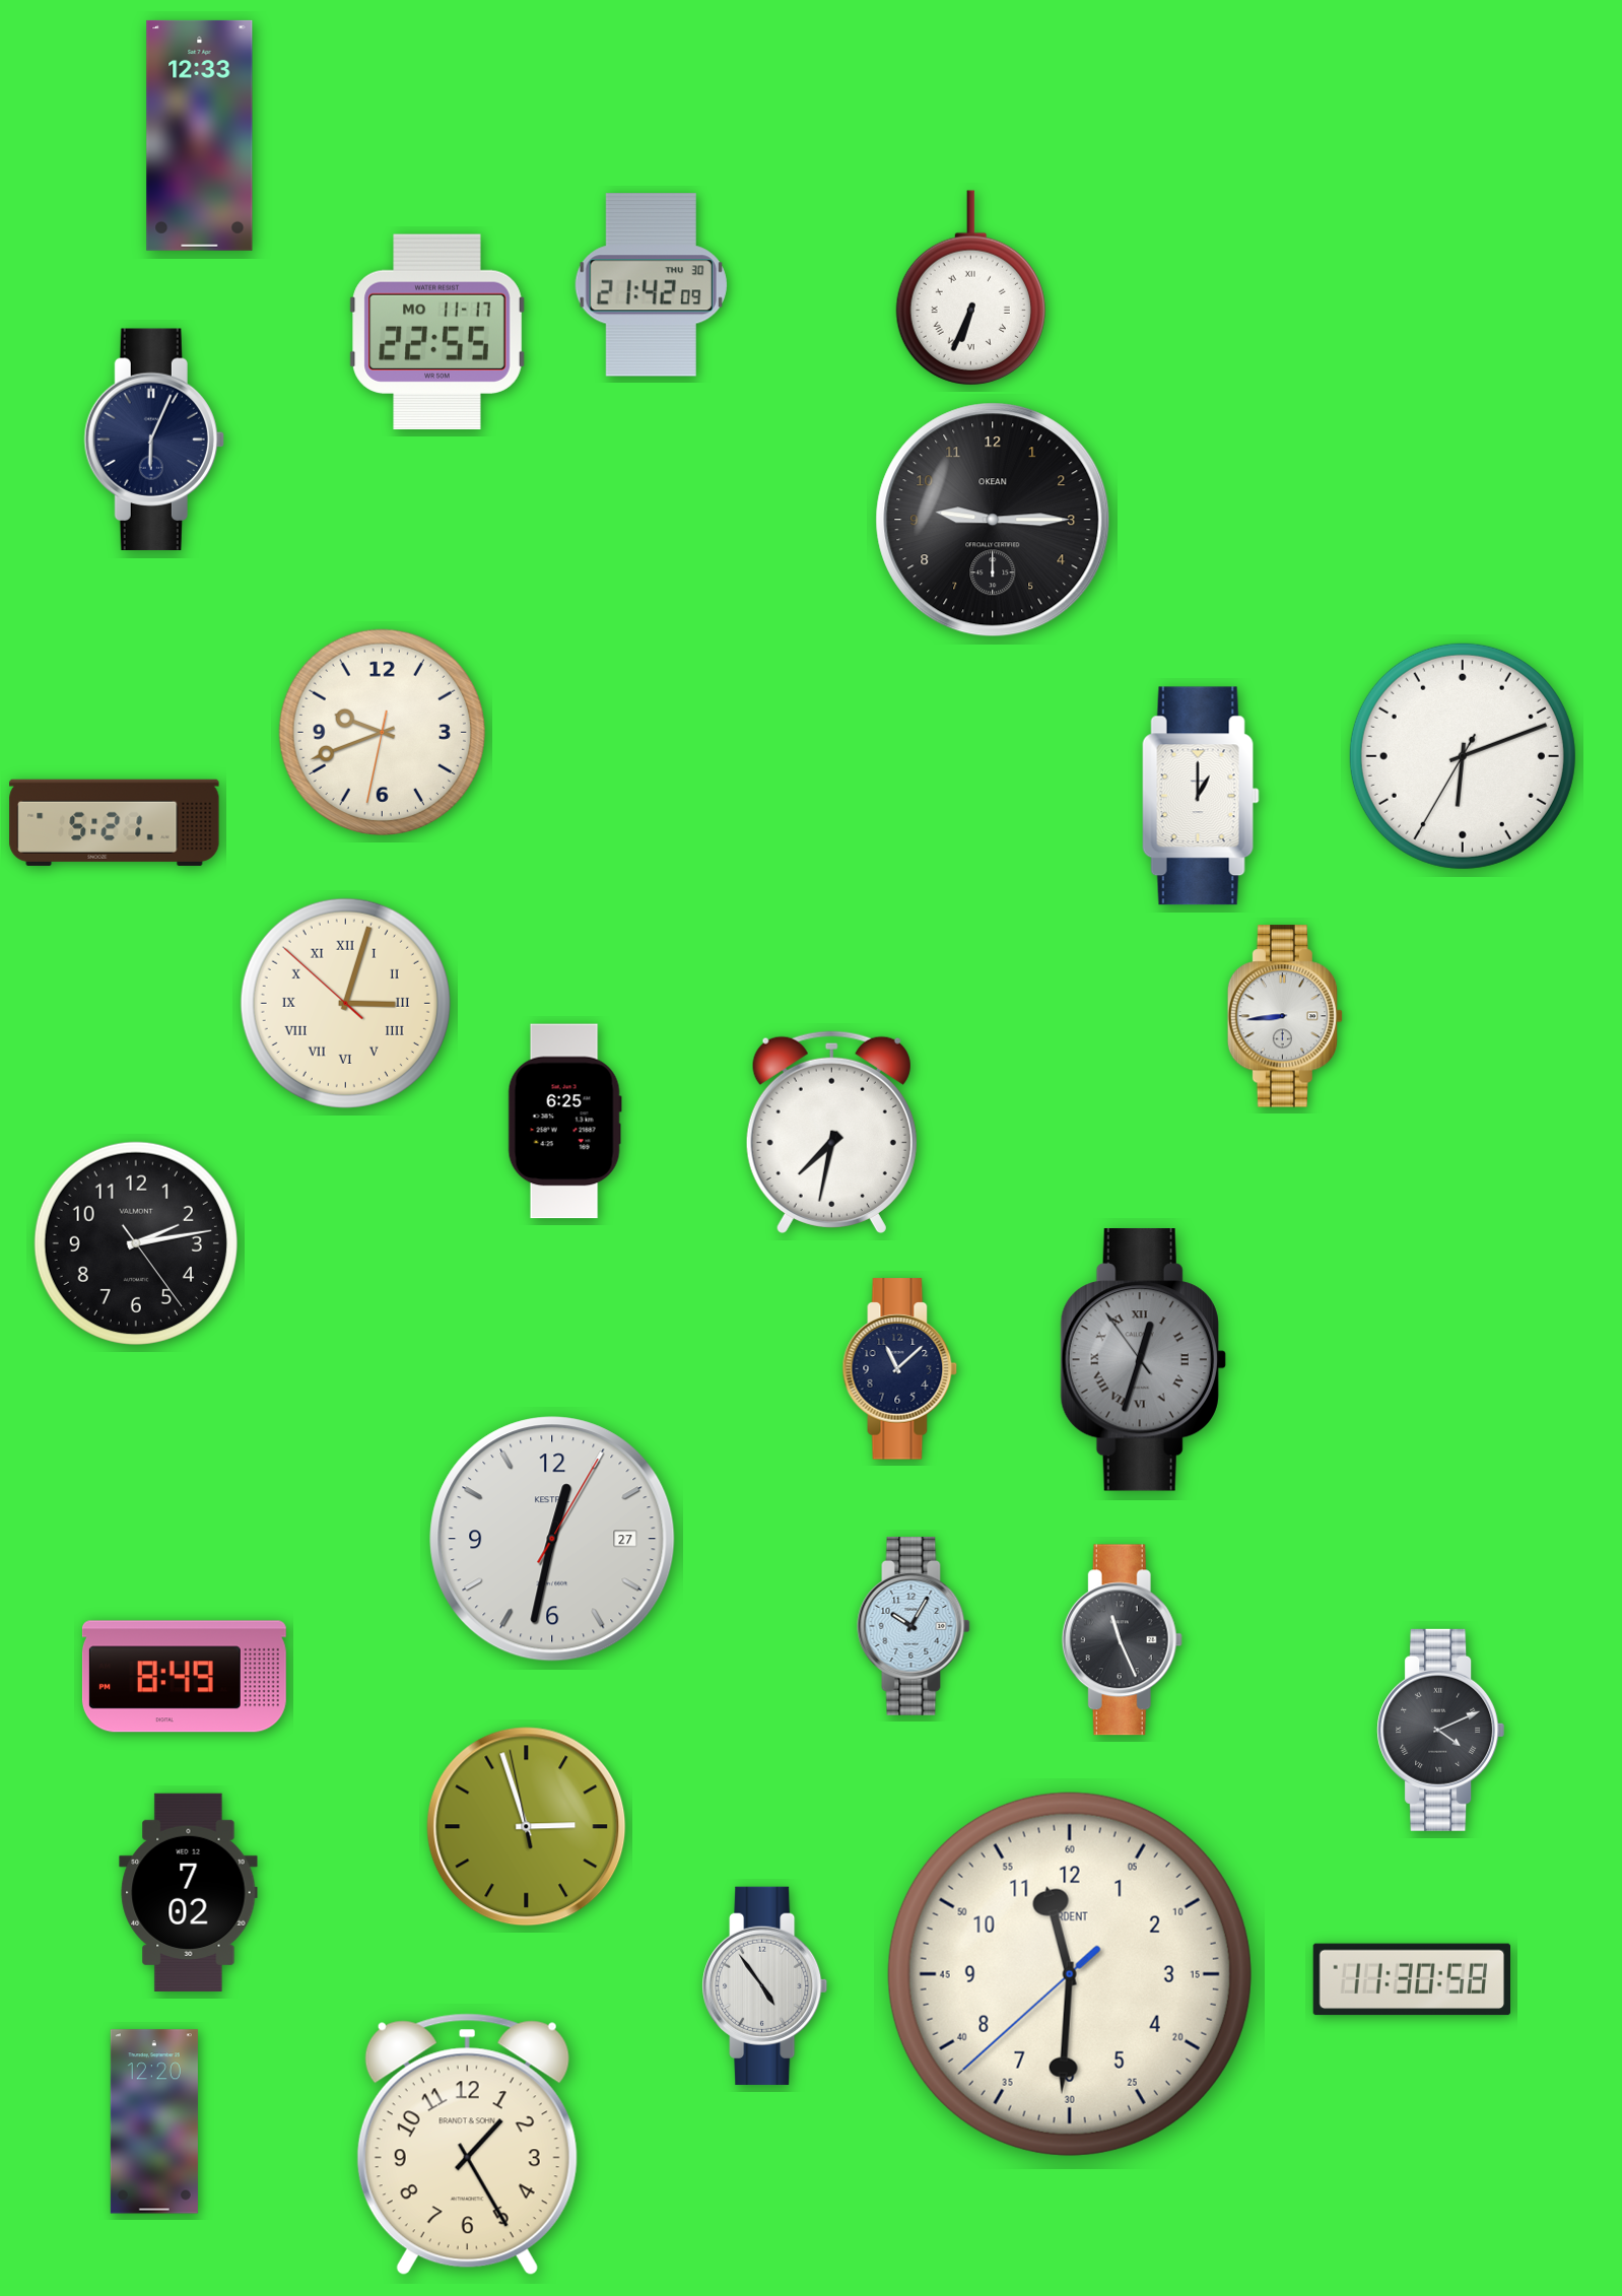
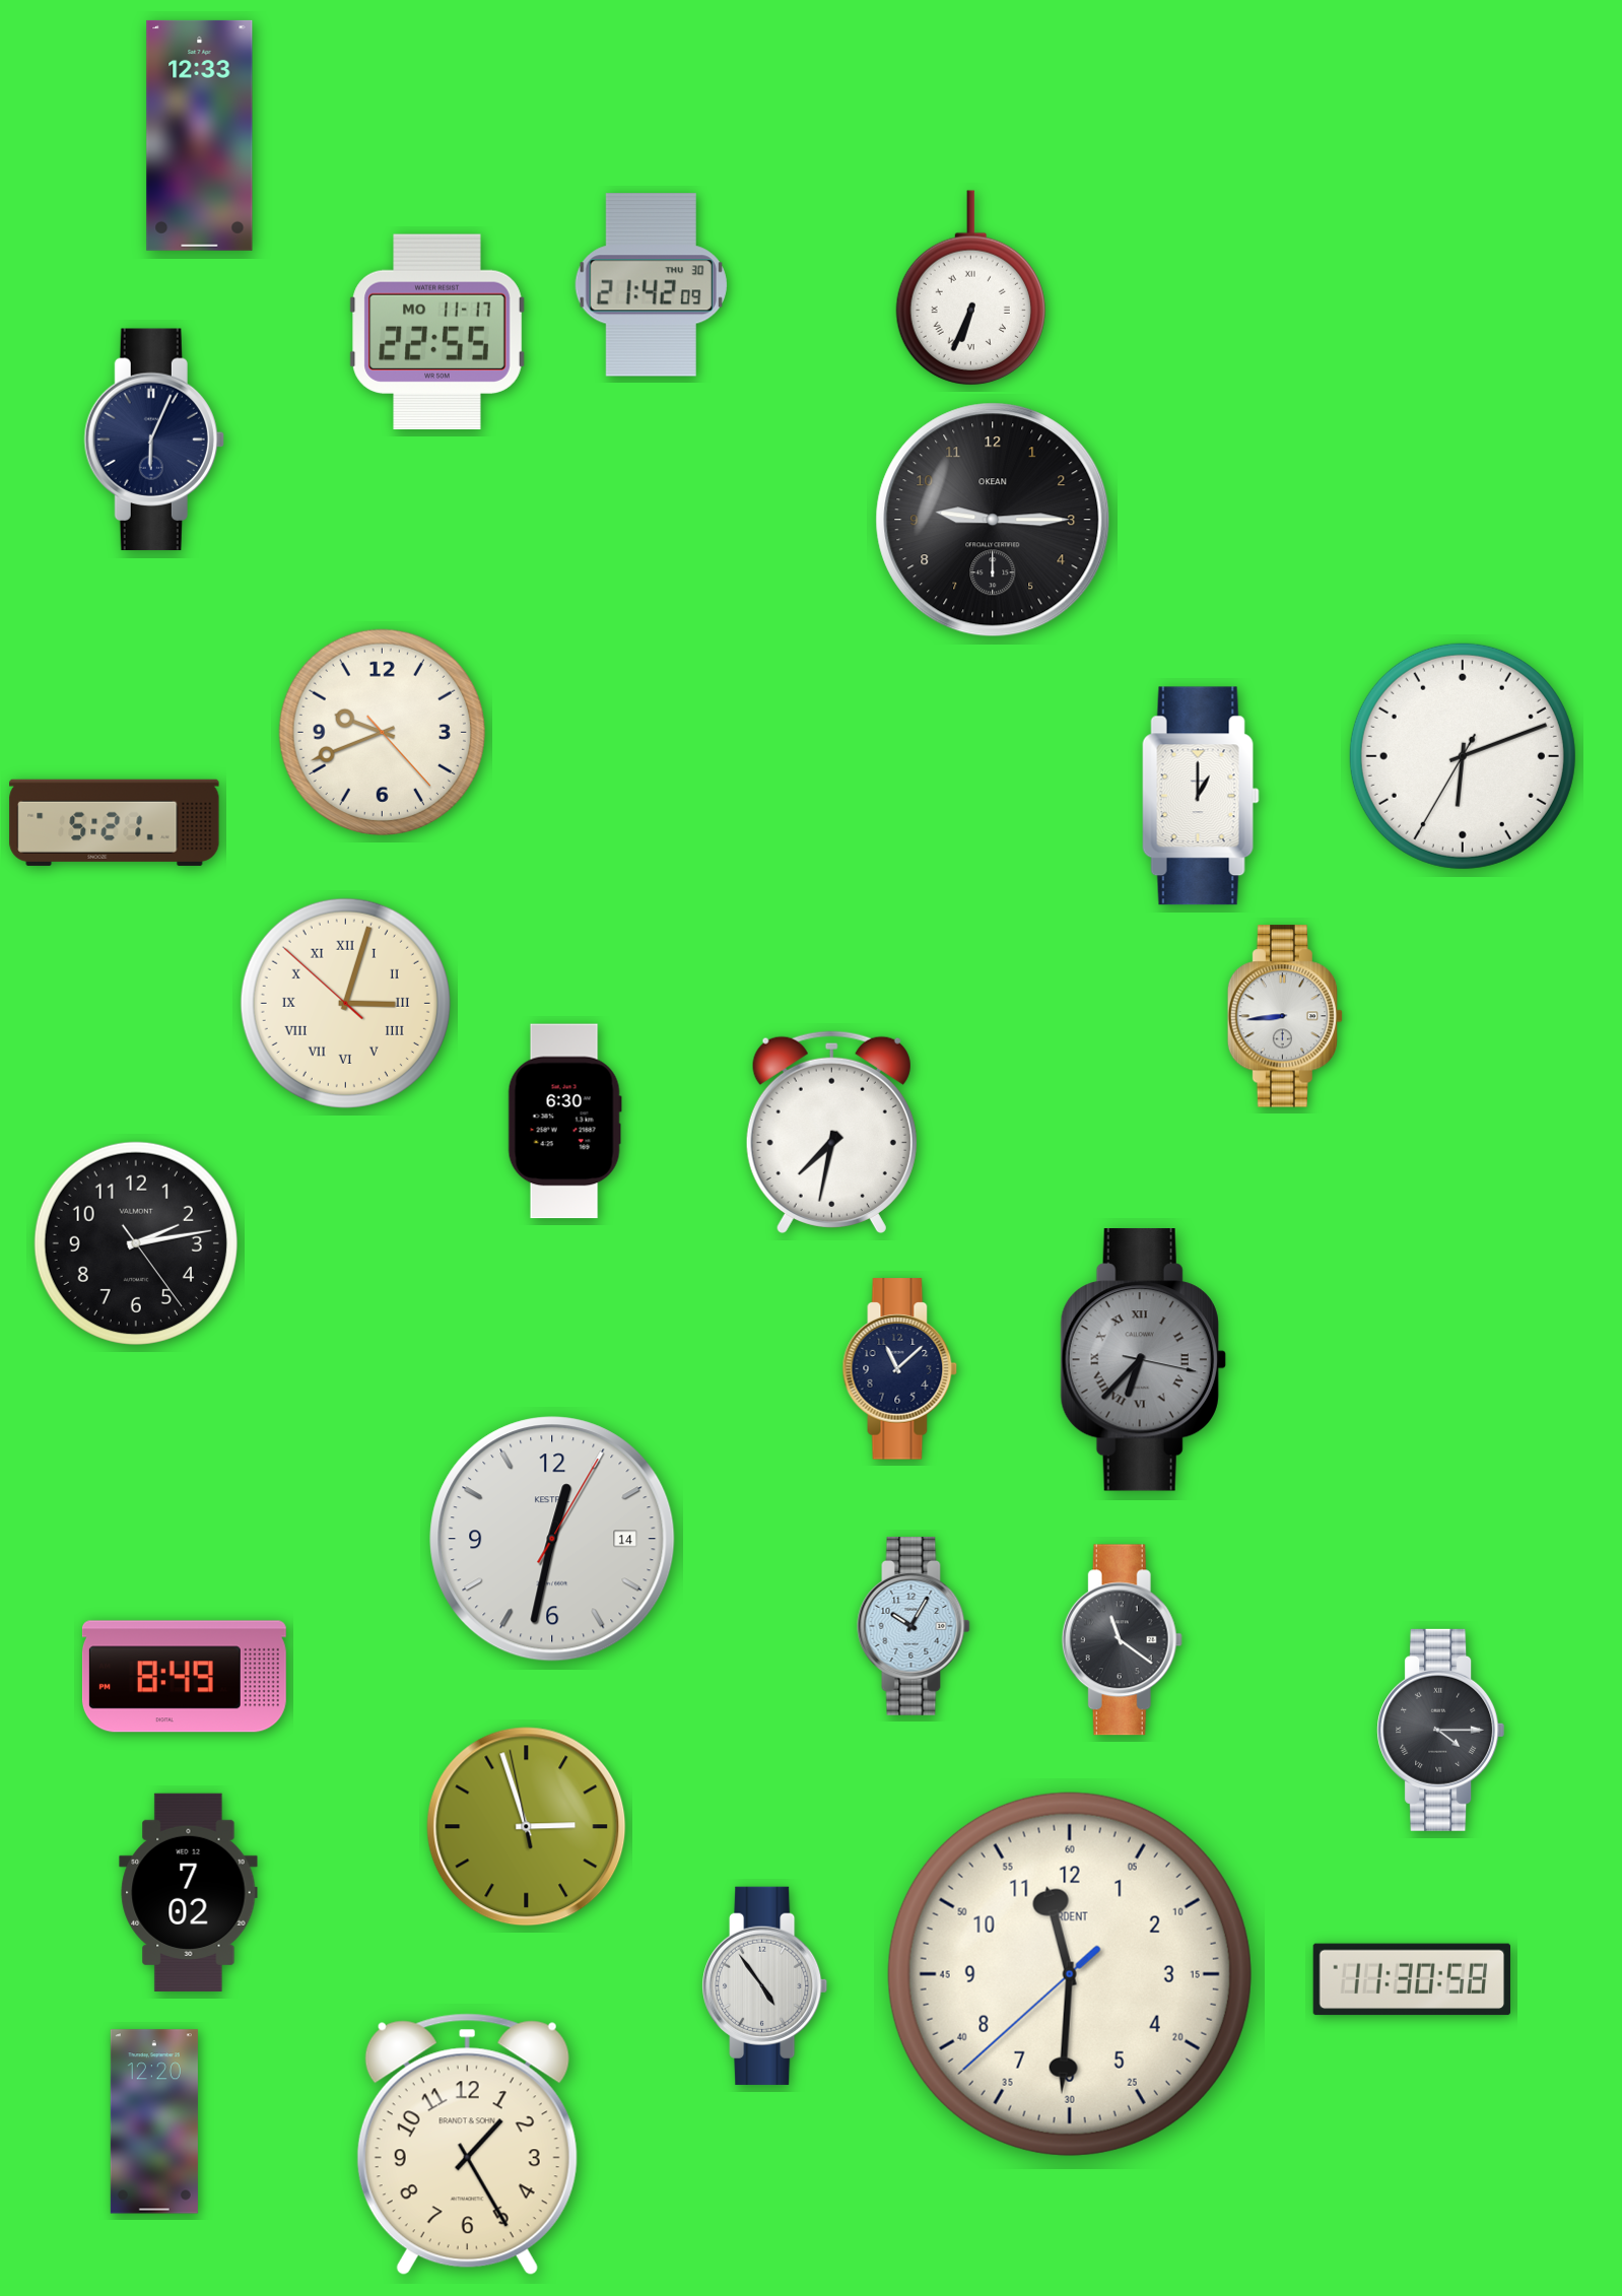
clock at (382, 732): 9:41:32 -> 9:41:23
clock at (564, 1122): 6:25 -> 6:30
clock at (1143, 1360): 12:32 -> 6:37
clock at (552, 1539) date: 27 -> 14
clock at (1122, 1640): 11:26 -> 11:21
clock at (1441, 1730): 4:11 -> 4:15
